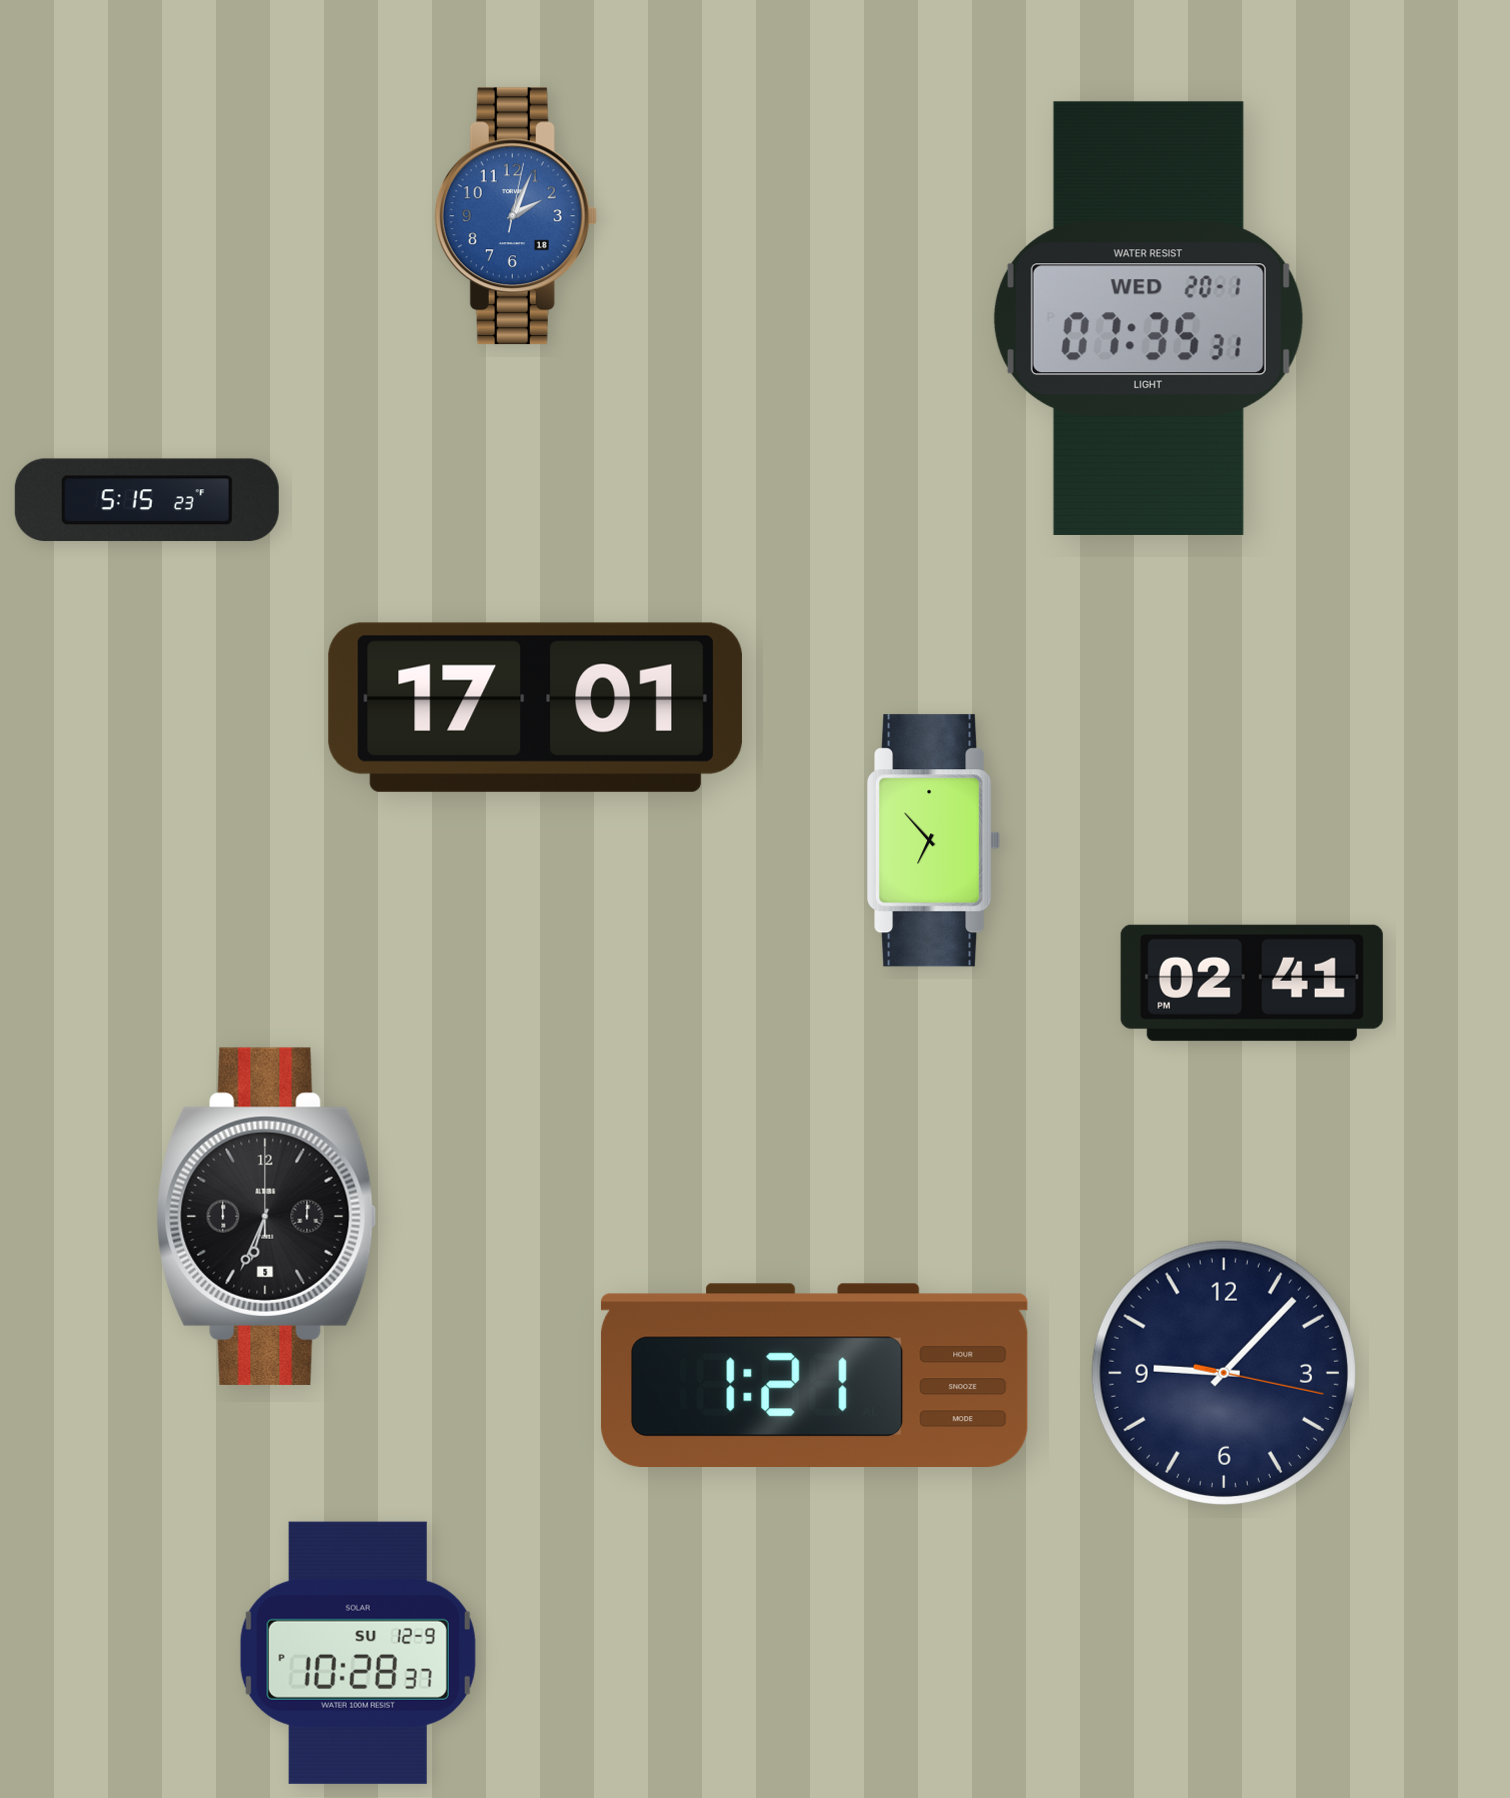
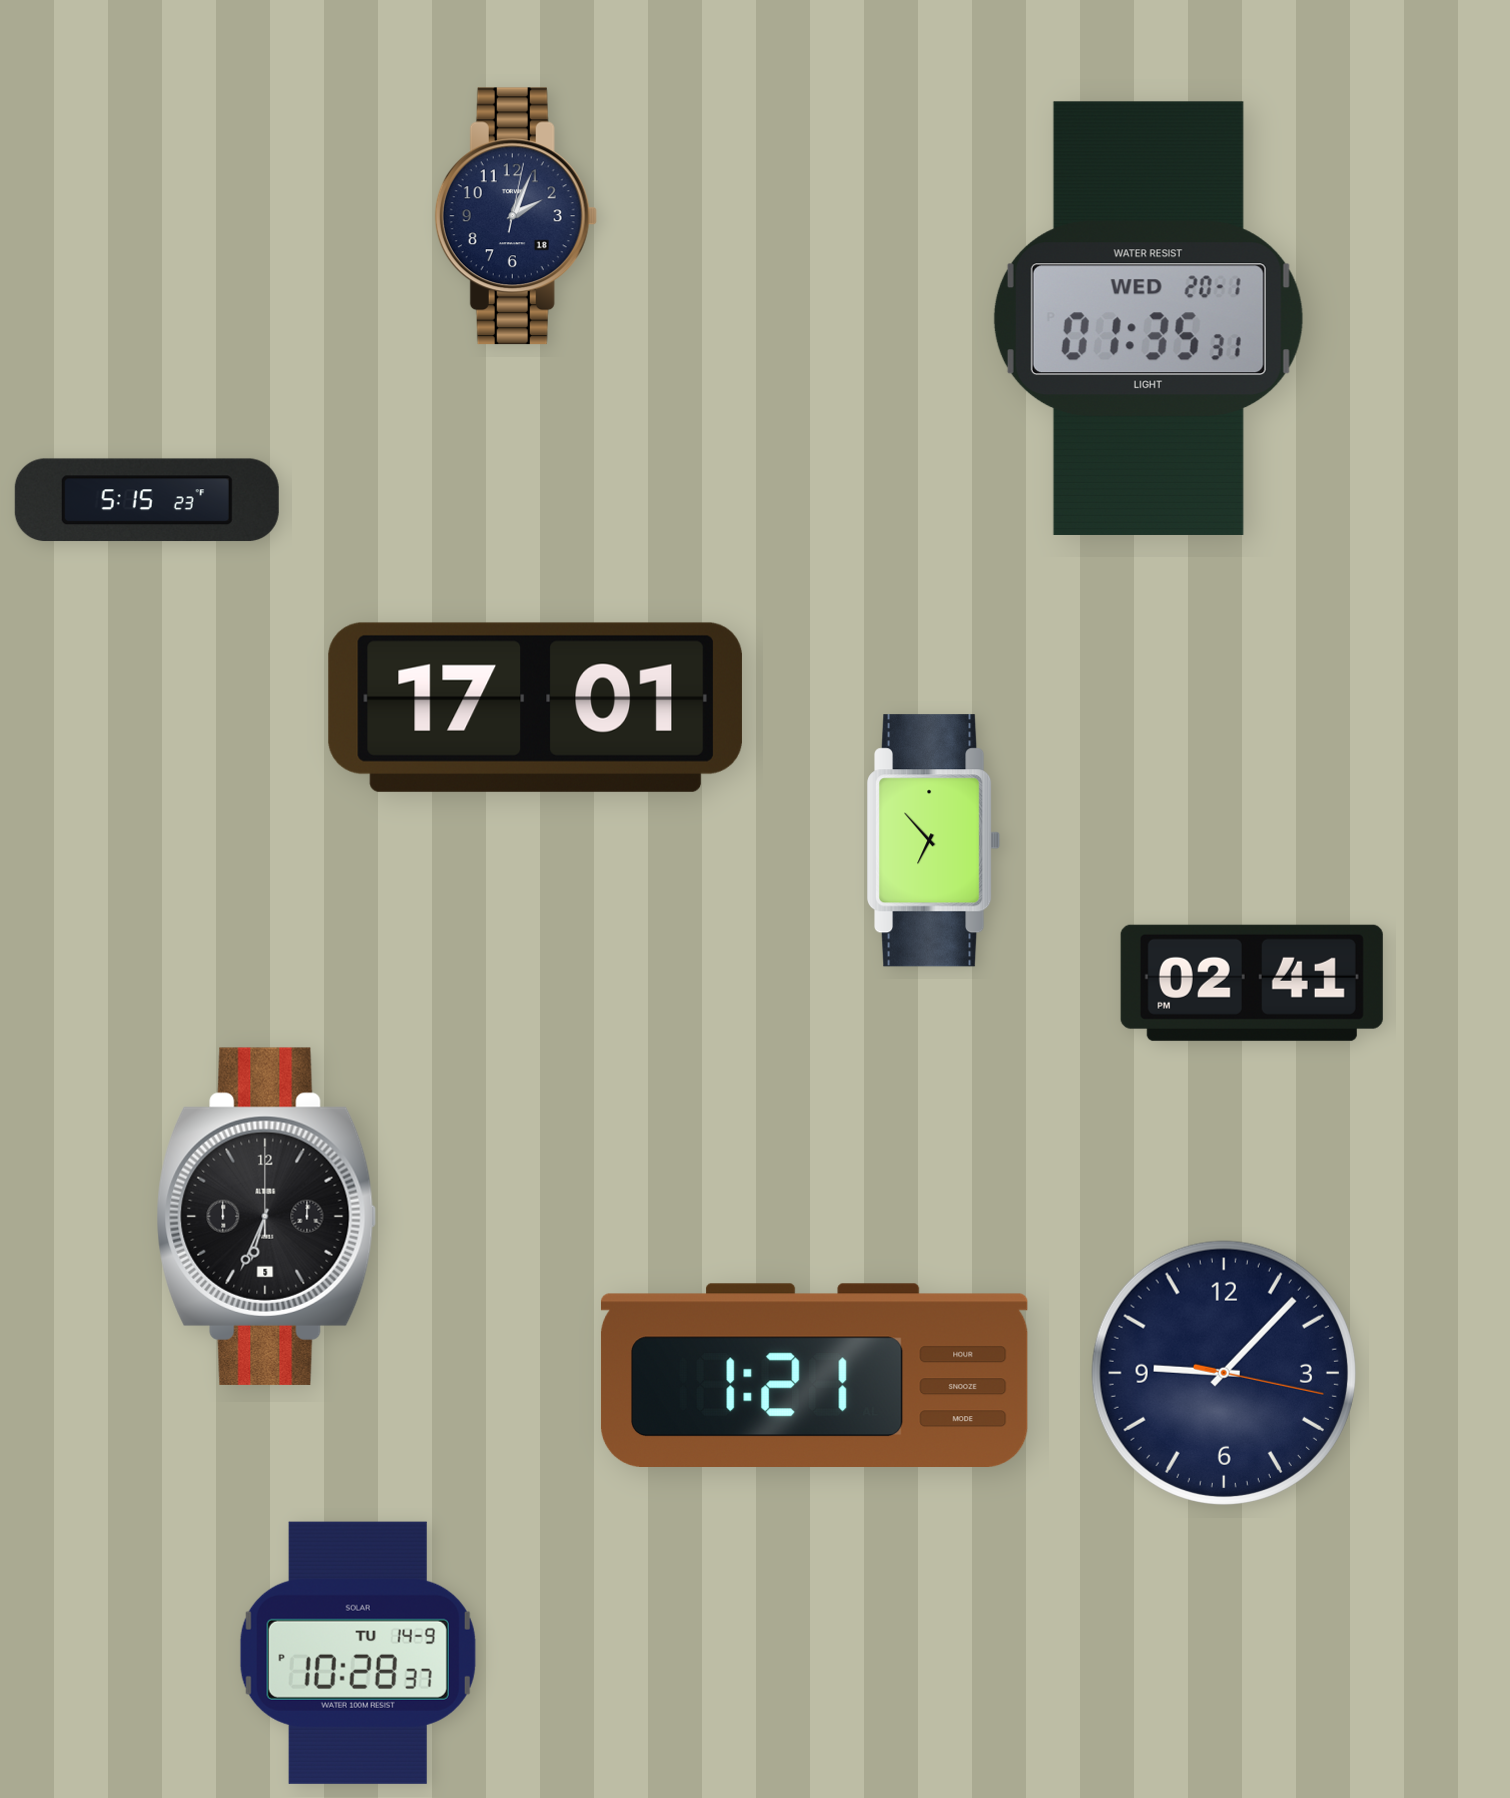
clock at (516, 216) dial: blue -> navy
clock at (1148, 318): 07:35 -> 01:35
clock at (358, 1653) date: SU 12-9 -> TU 14-9
